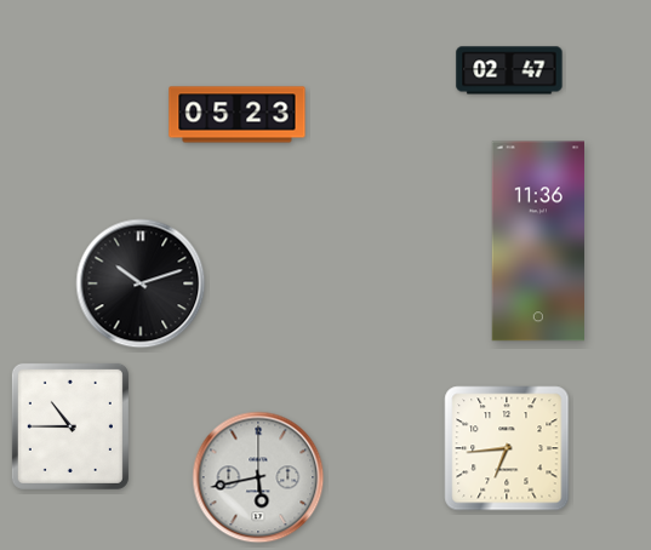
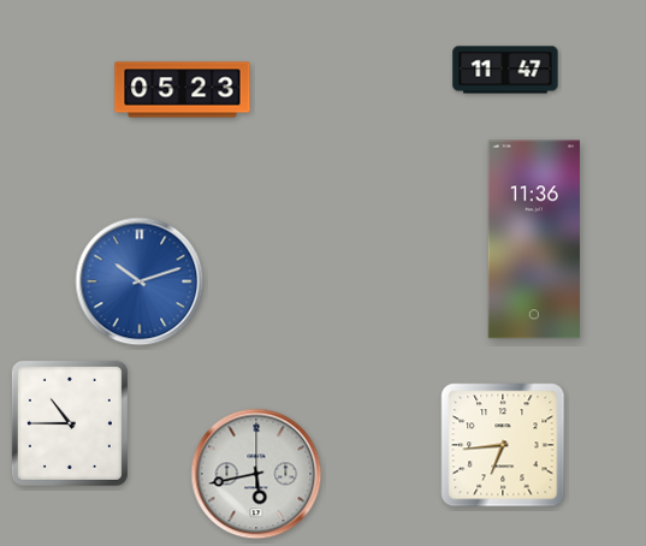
clock at (509, 70): 02:47 -> 11:47
clock at (238, 115) position: (238, 115) -> (183, 90)
clock at (141, 283) dial: black -> blue
